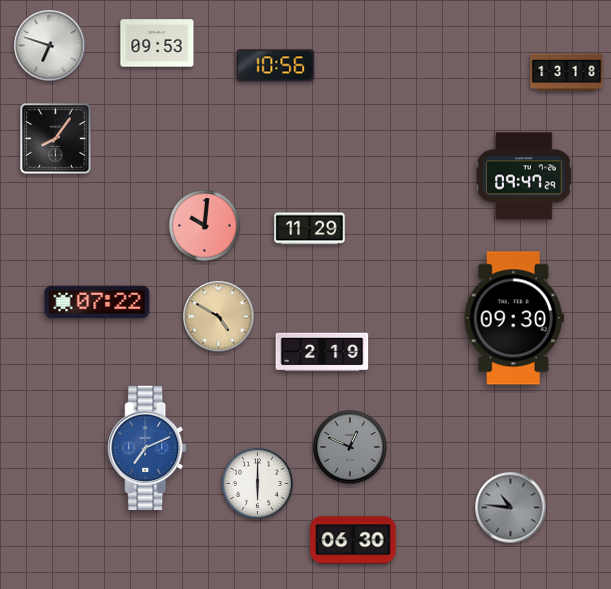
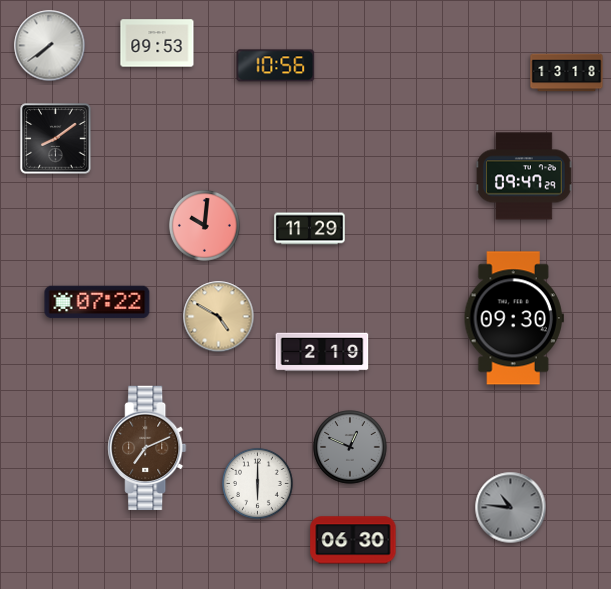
clock at (50, 46): 6:48 -> 7:39
clock at (56, 139): 8:06 -> 8:09
clock at (147, 447) dial: blue -> brown
